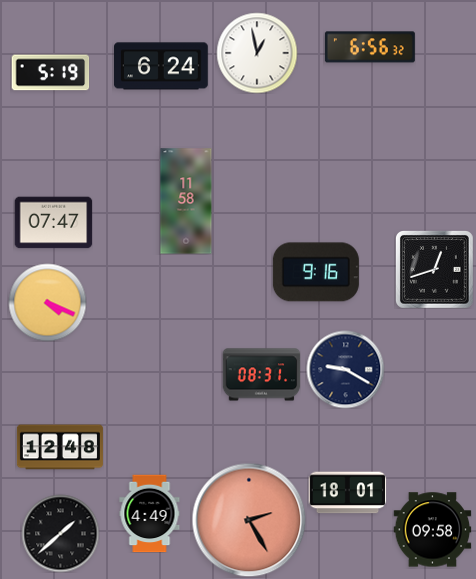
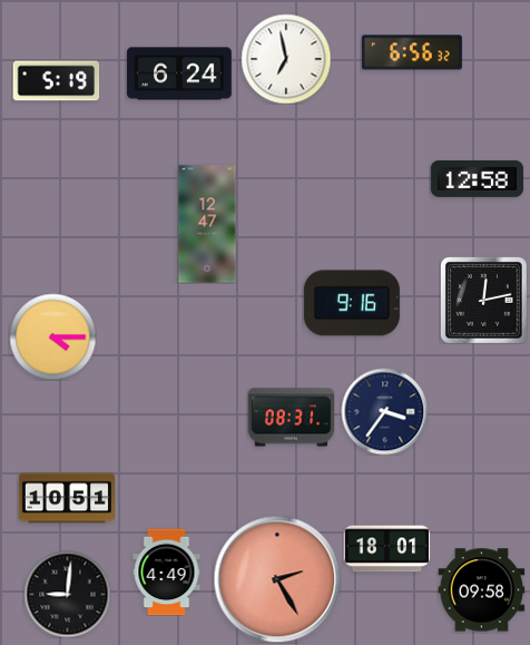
clock at (257, 53): 12:58 -> 6:58
clock at (477, 178): none -> 12:58
clock at (186, 201): 11:58 -> 12:47
clock at (53, 223): 07:47 -> none
clock at (435, 270): 12:42 -> 12:13
clock at (47, 302): 4:19 -> 4:15
clock at (345, 369): 9:20 -> 3:36
clock at (60, 447): 12:48 -> 10:51
clock at (60, 533): 1:38 -> 9:01
